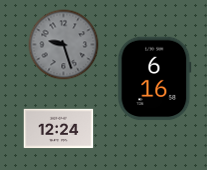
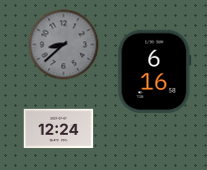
clock at (64, 45): 9:27 -> 8:38
clock at (155, 79) position: (155, 79) -> (155, 72)
